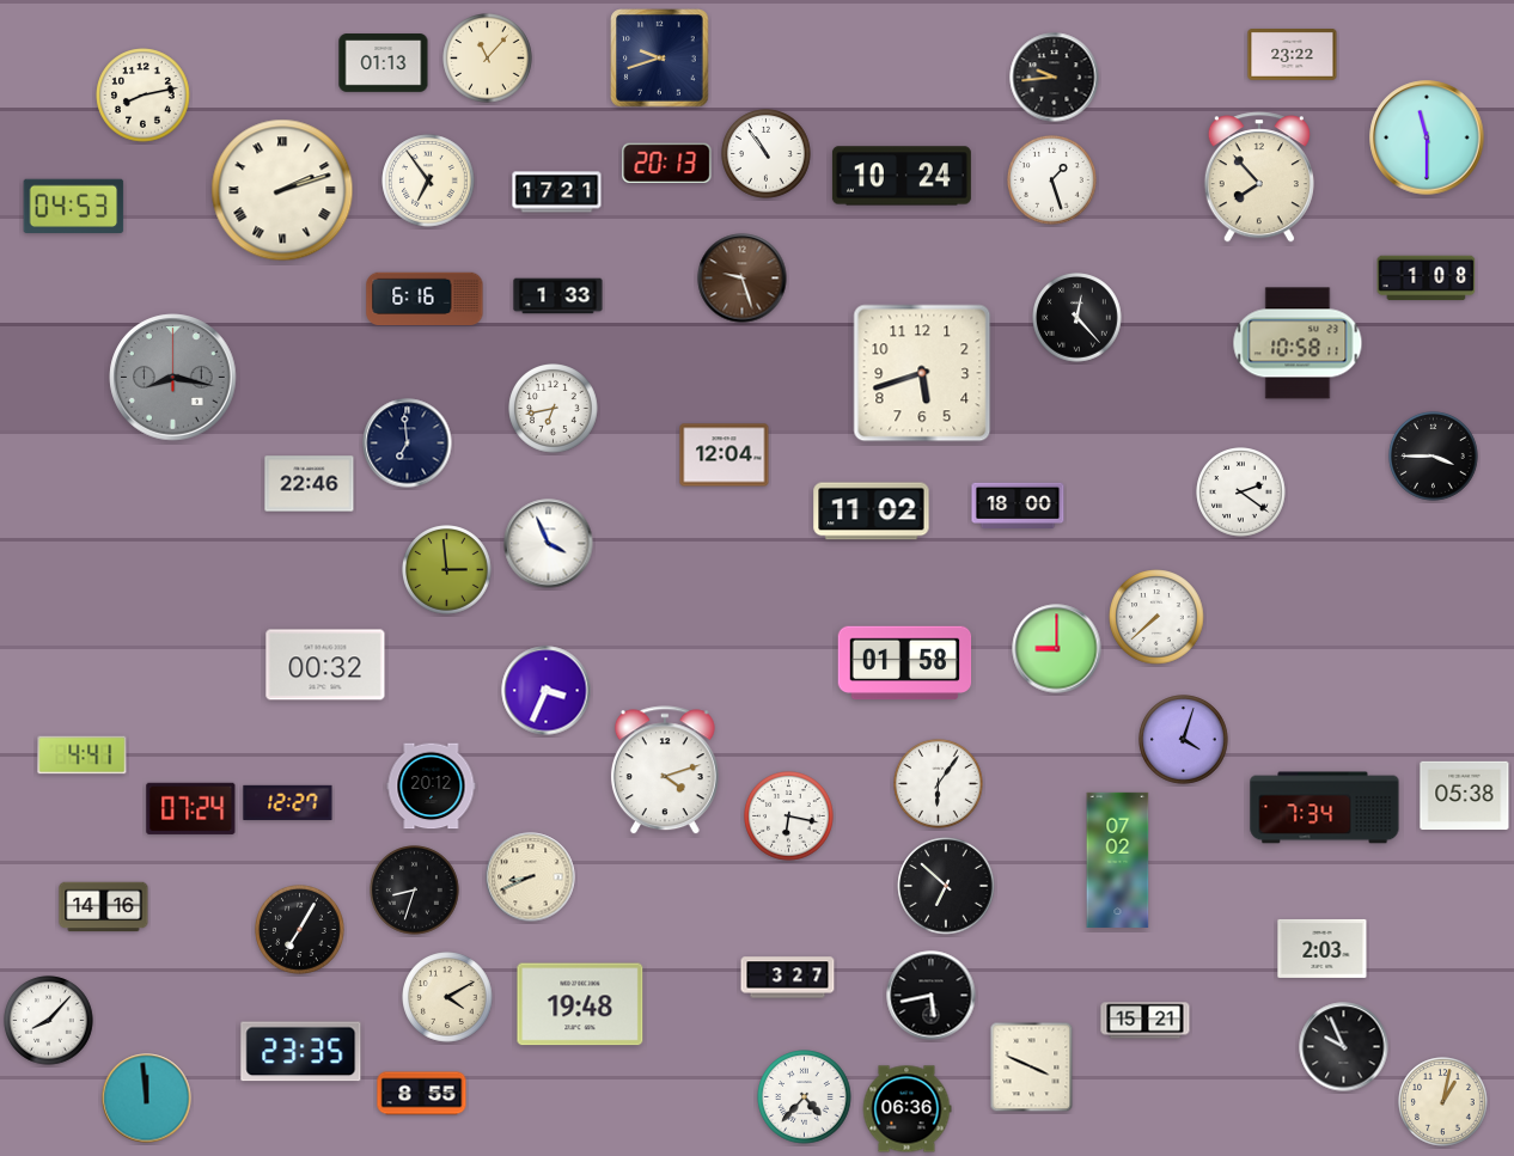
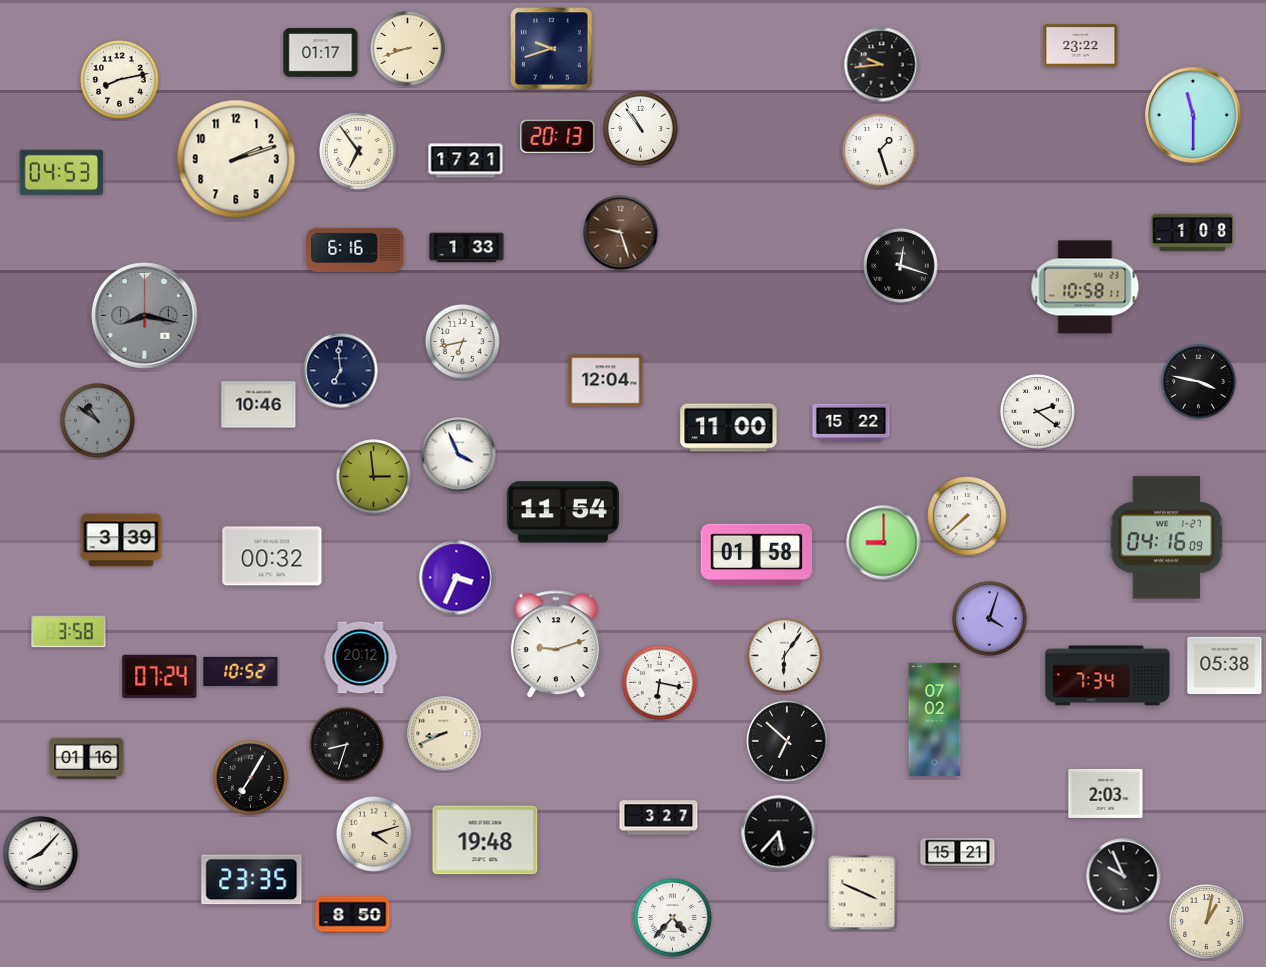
clock at (488, 59): 11:07 -> 8:42
clock at (384, 63): 01:13 -> 01:17
clock at (902, 176): 10:24 -> none
clock at (1259, 177): 7:53 -> none
clock at (282, 190) numerals: Roman -> Arabic
clock at (1077, 318): 12:23 -> 12:18
clock at (922, 373): 5:42 -> none
clock at (1434, 457): 3:45 -> 3:47
clock at (310, 484): 22:46 -> 10:46
clock at (98, 421): none -> 10:51
clock at (1018, 506): 18:00 -> 15:22
clock at (872, 512): 11:02 -> 11:00
clock at (563, 512): none -> 11:54
clock at (1167, 538): none -> 04:16
clock at (121, 540): none -> 3:39
clock at (83, 756): 4:41 -> 3:58
clock at (665, 771): 4:12 -> 9:12
clock at (288, 802): 12:27 -> 10:52
clock at (946, 886) position: (946, 886) -> (787, 741)
clock at (104, 907): 14:16 -> 01:16
clock at (932, 996): 5:43 -> 5:37
clock at (447, 997): 4:10 -> 4:12
clock at (422, 1094): 8:55 -> 8:50
clock at (147, 1099): 11:59 -> none
clock at (906, 1109): 06:36 -> none
